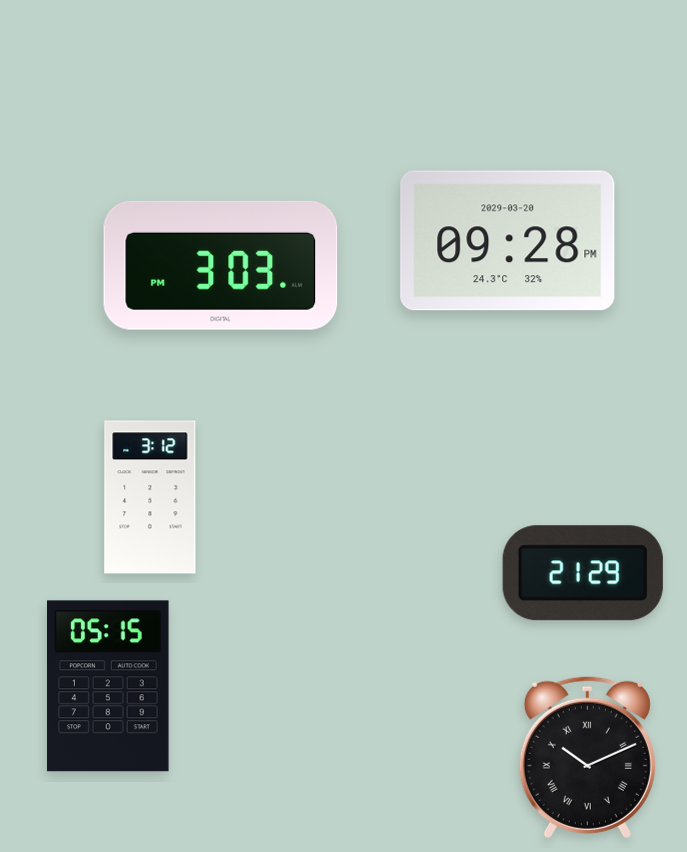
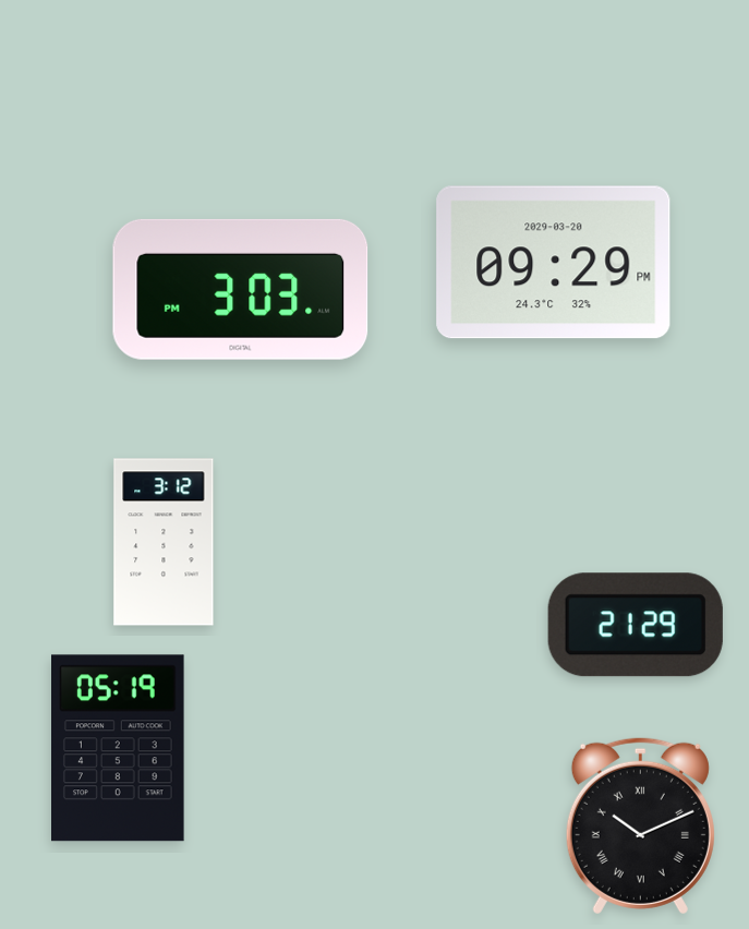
clock at (508, 241): 09:28 -> 09:29
clock at (108, 686): 05:15 -> 05:19
